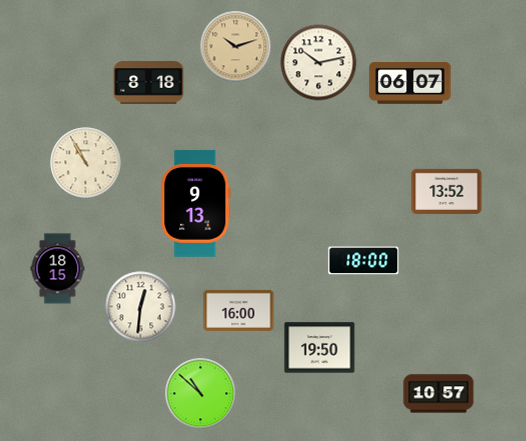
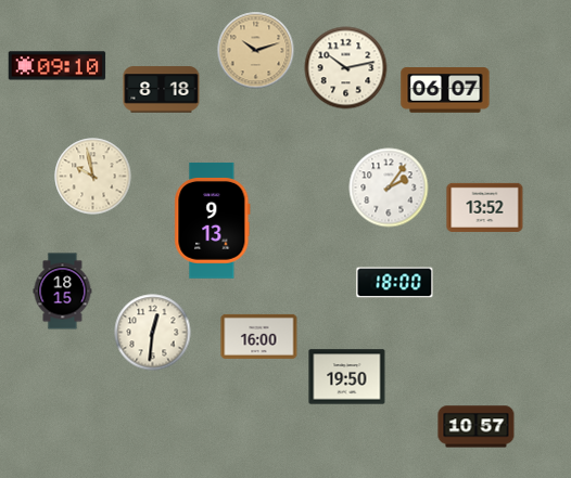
clock at (58, 66): none -> 09:10
clock at (86, 163): 10:55 -> 9:58
clock at (389, 188): none -> 2:06
clock at (201, 394): 10:52 -> none
